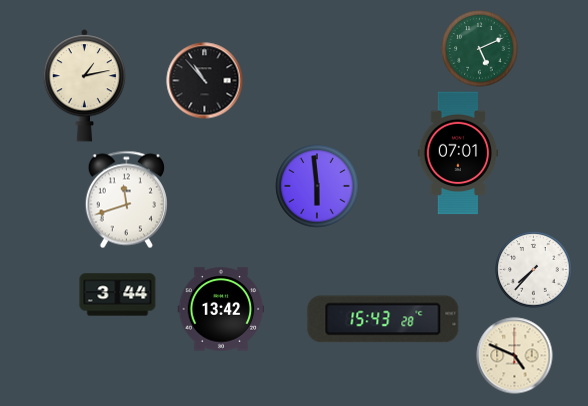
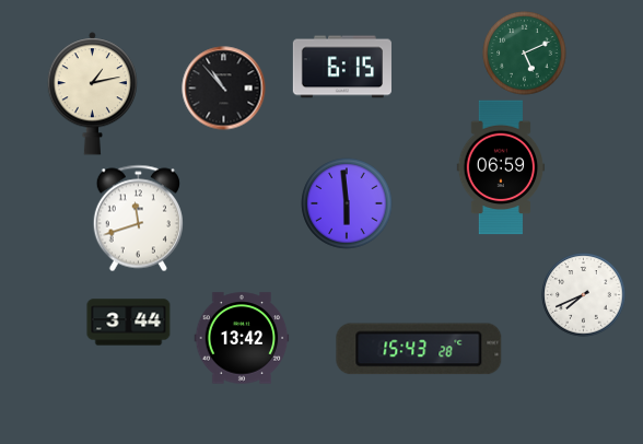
clock at (342, 67): none -> 6:15
clock at (458, 153): 07:01 -> 06:59
clock at (534, 270): 7:37 -> 7:41
clock at (515, 356): 4:49 -> none
